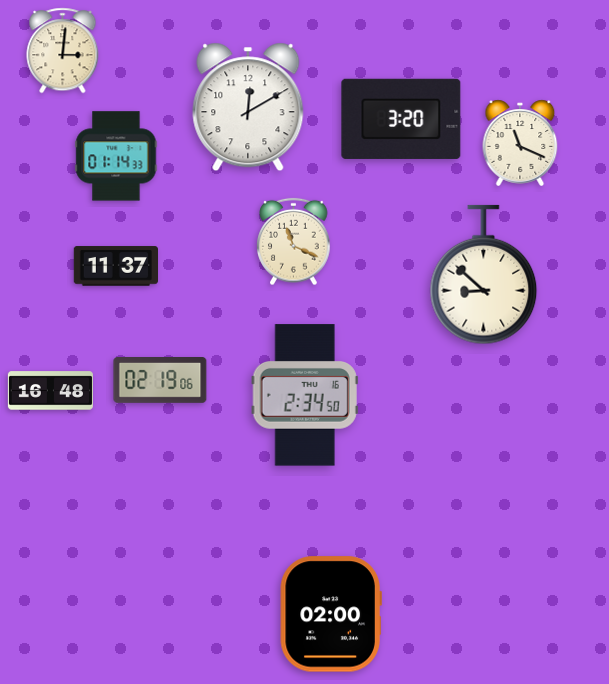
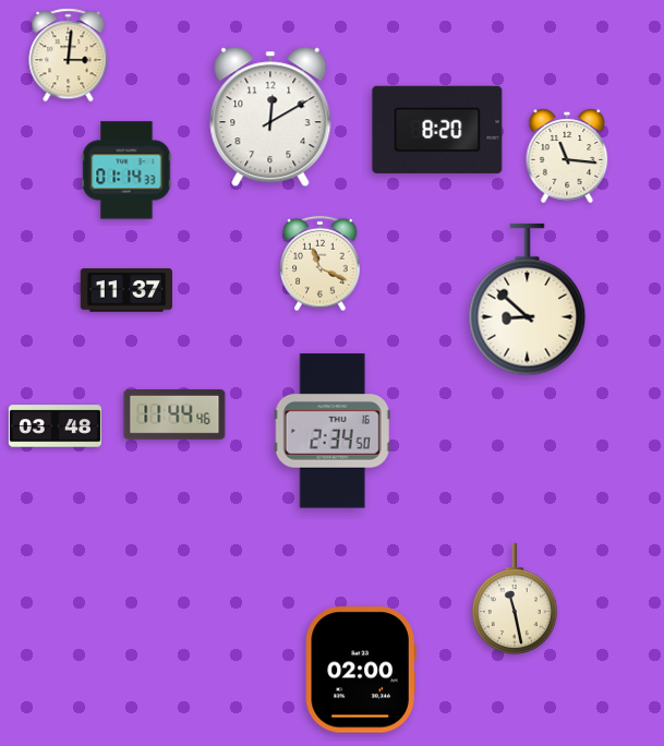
clock at (401, 119): 3:20 -> 8:20
clock at (520, 143): 11:19 -> 11:16
clock at (160, 381): 02:19 -> 11:44
clock at (50, 391): 16:48 -> 03:48
clock at (515, 599): none -> 11:28
